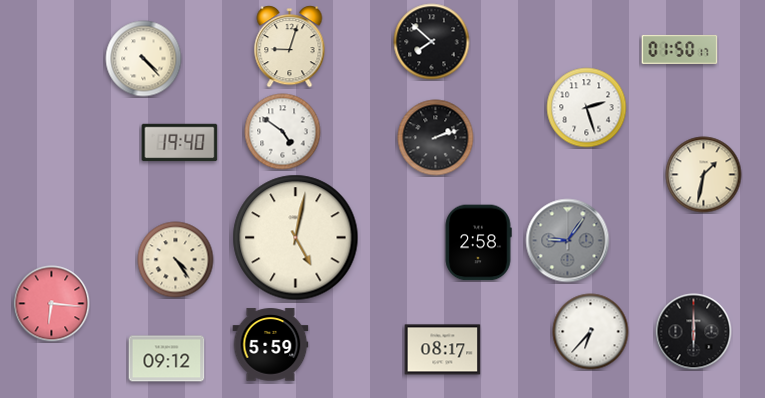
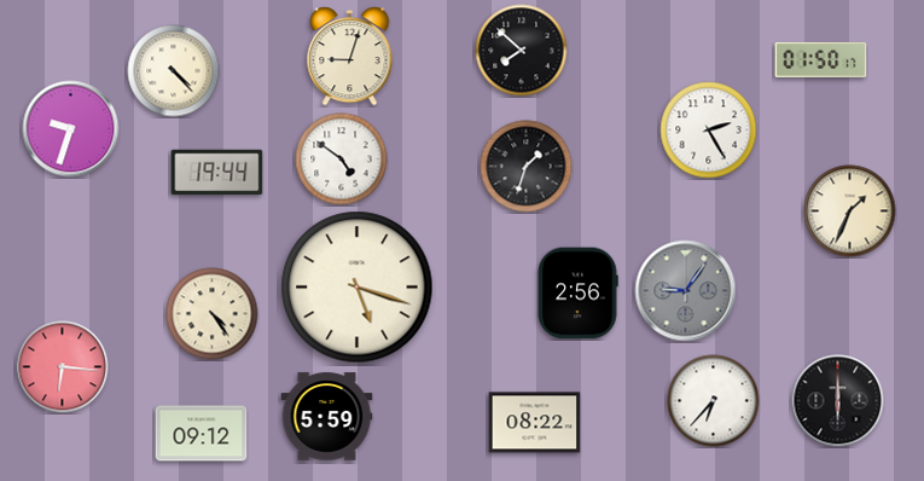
clock at (71, 129): none -> 9:33
clock at (587, 108): 2:27 -> 2:25
clock at (436, 138): 2:12 -> 1:33
clock at (180, 143): 19:40 -> 19:44
clock at (704, 175): 1:32 -> 1:34
clock at (296, 238): 5:02 -> 5:18
clock at (478, 243): 2:58 -> 2:56
clock at (443, 350): 08:17 -> 08:22
